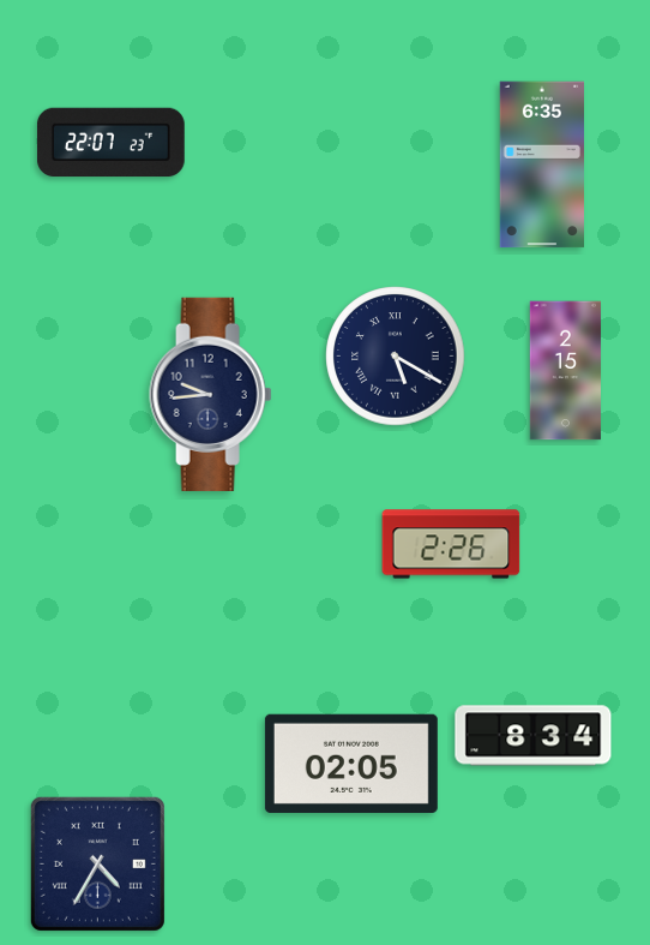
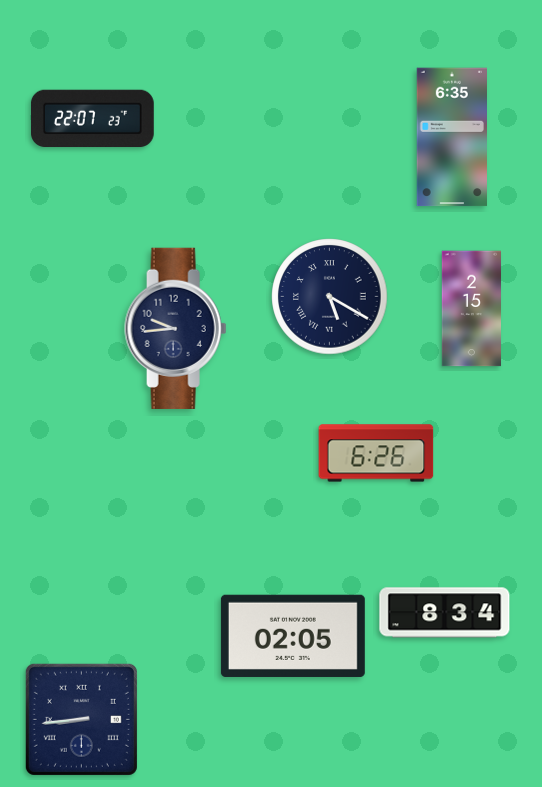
clock at (451, 544): 2:26 -> 6:26
clock at (97, 863): 4:35 -> 8:44
